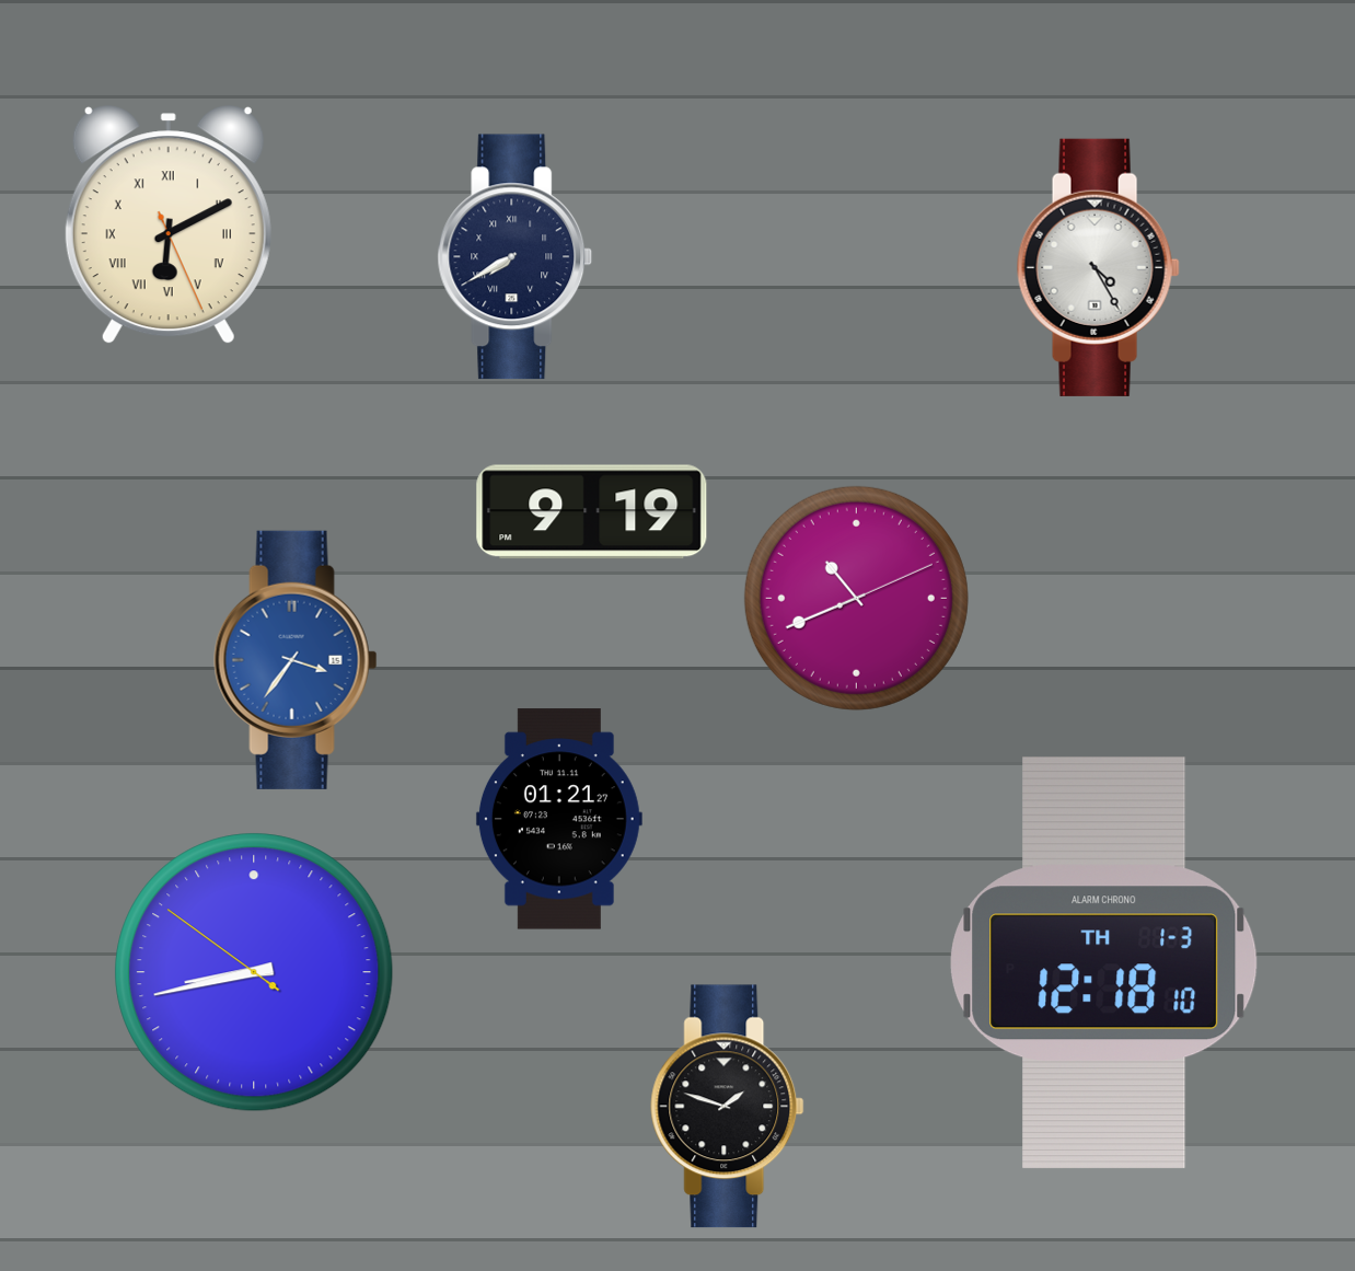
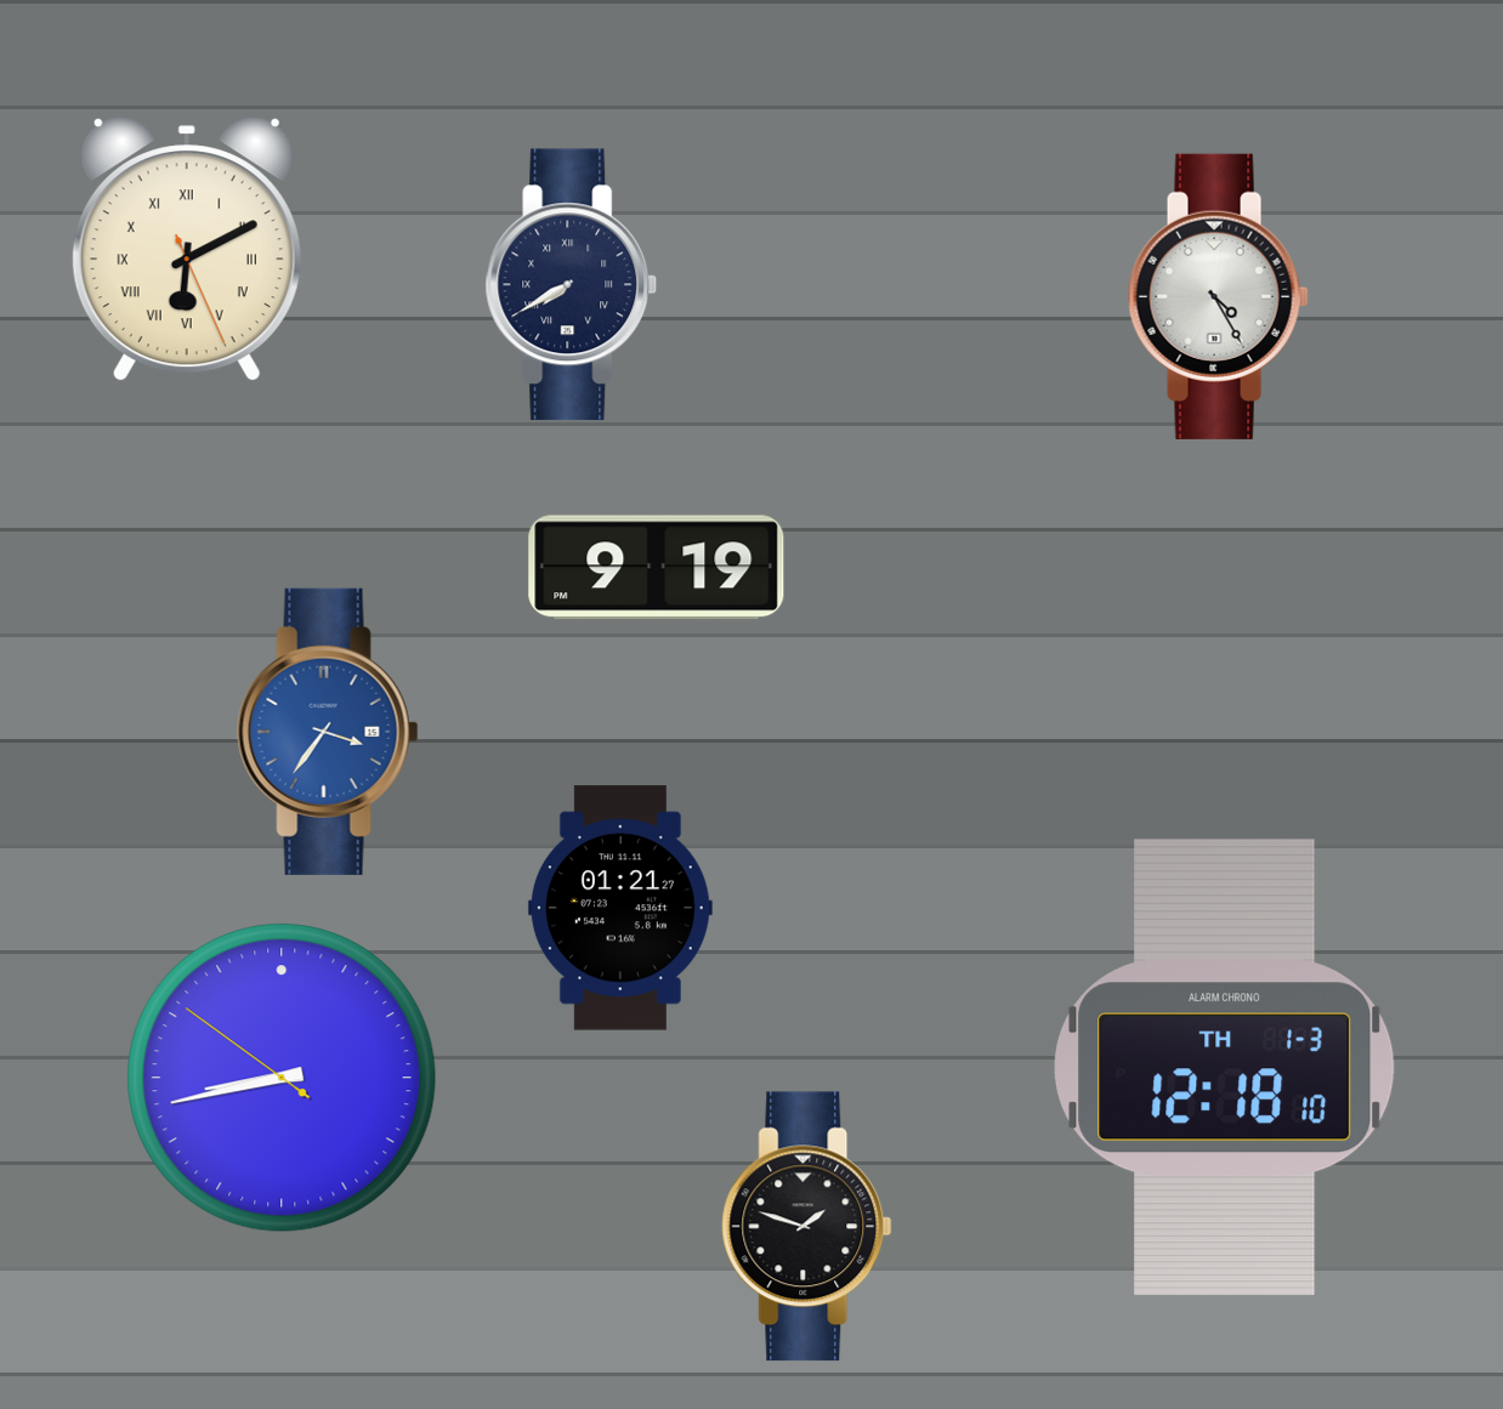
clock at (856, 598): 10:41 -> none
